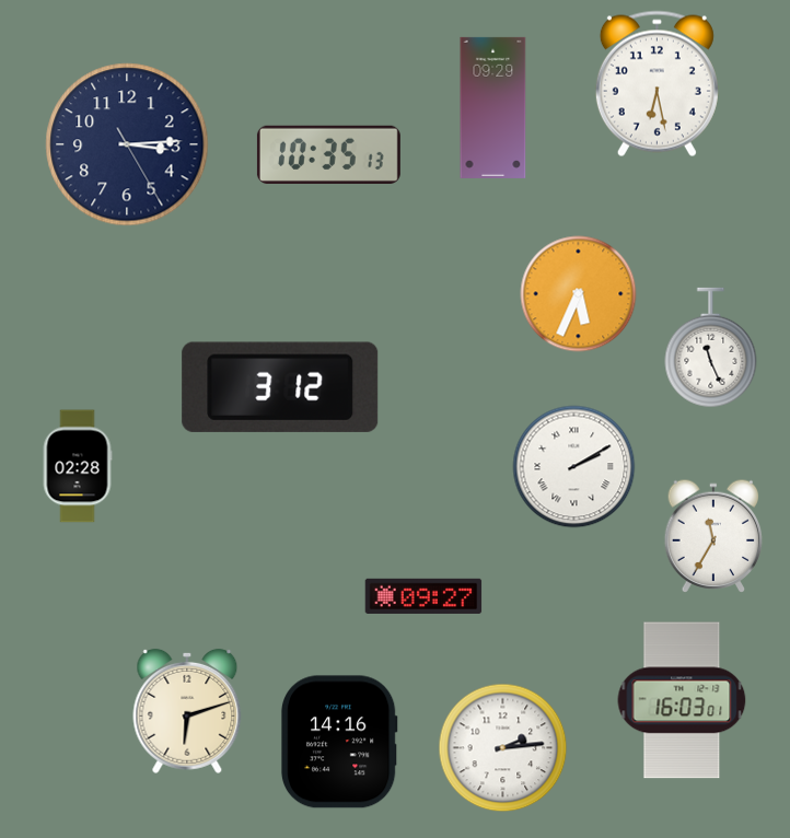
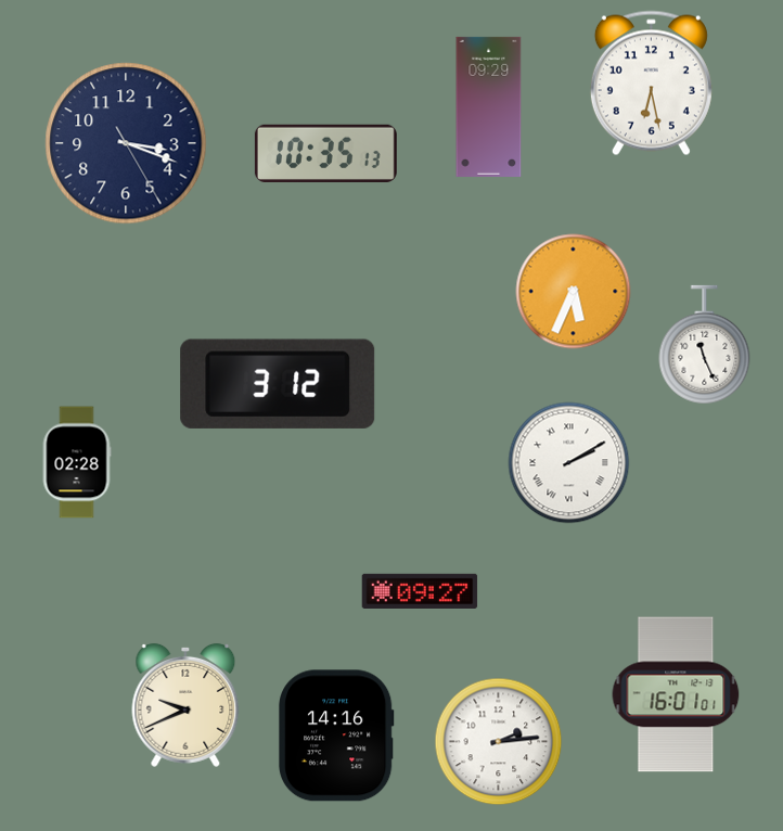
clock at (127, 144): 3:14 -> 3:18
clock at (713, 535): 11:35 -> none
clock at (682, 700): 16:03 -> 16:01
clock at (187, 711): 6:12 -> 9:41
